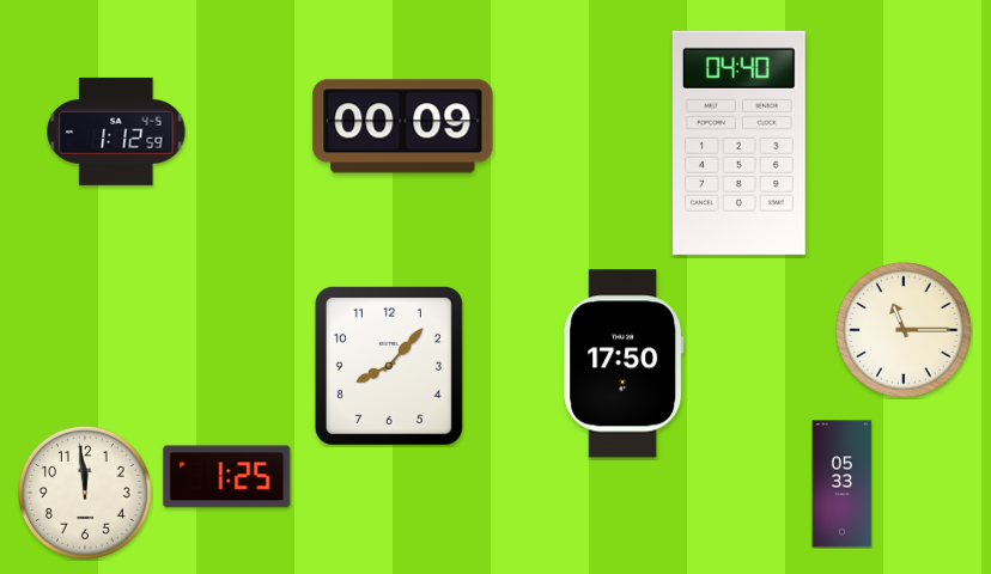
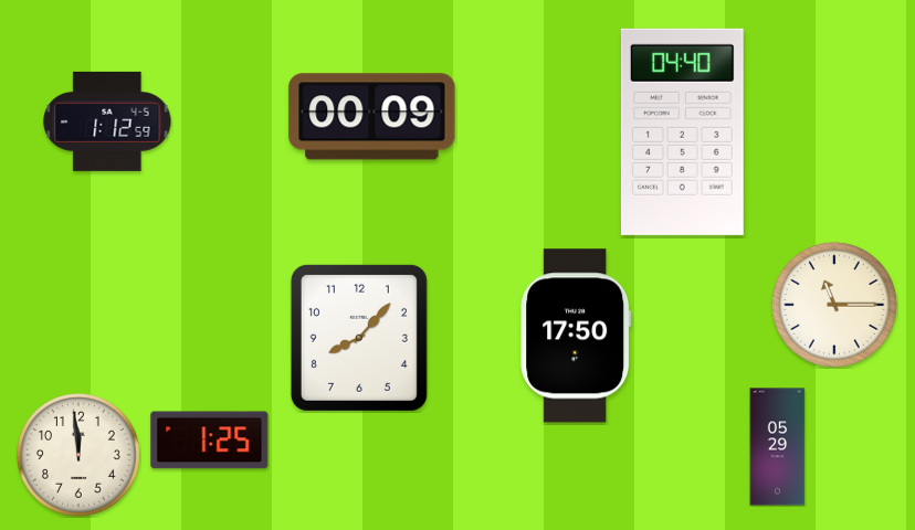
clock at (843, 484): 05:33 -> 05:29
